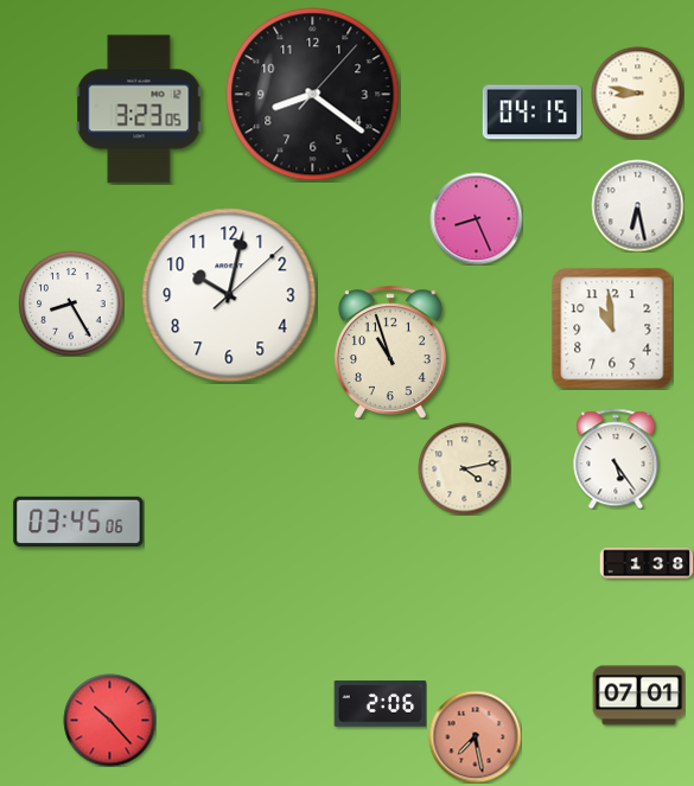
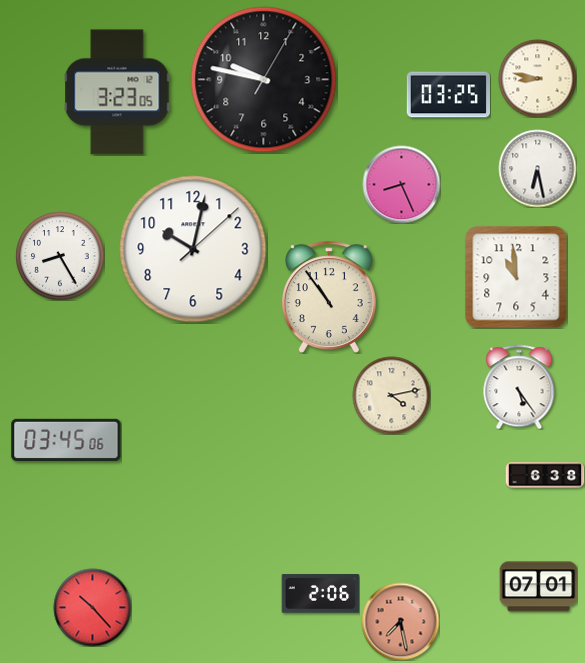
clock at (313, 95): 8:21 -> 9:47
clock at (531, 113): 04:15 -> 03:25
clock at (637, 205) position: (637, 205) -> (537, 168)
clock at (390, 352): 10:57 -> 10:54
clock at (647, 563): 1:38 -> 6:38
